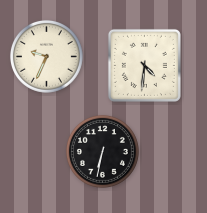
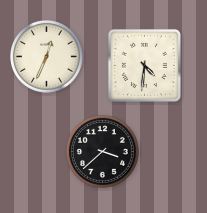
clock at (46, 56): 9:34 -> 12:34
clock at (102, 151): 6:32 -> 3:38
